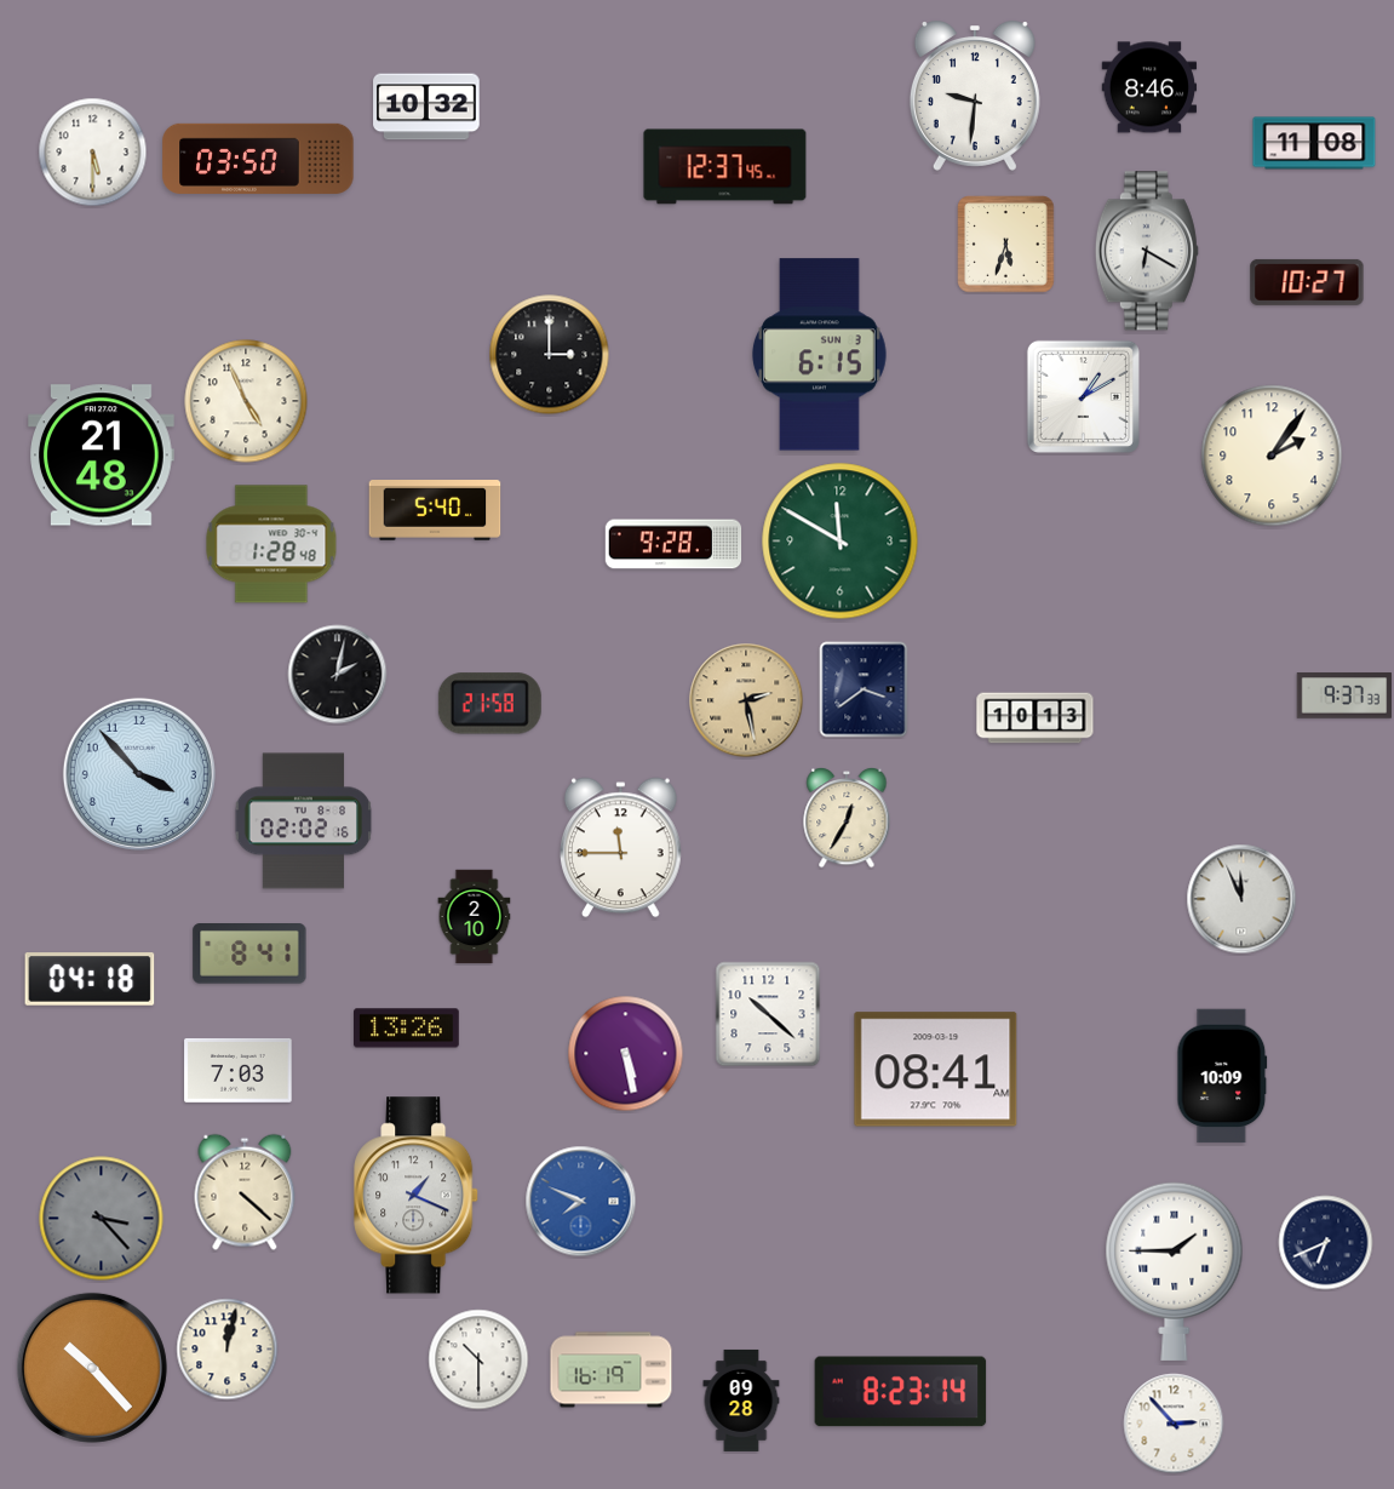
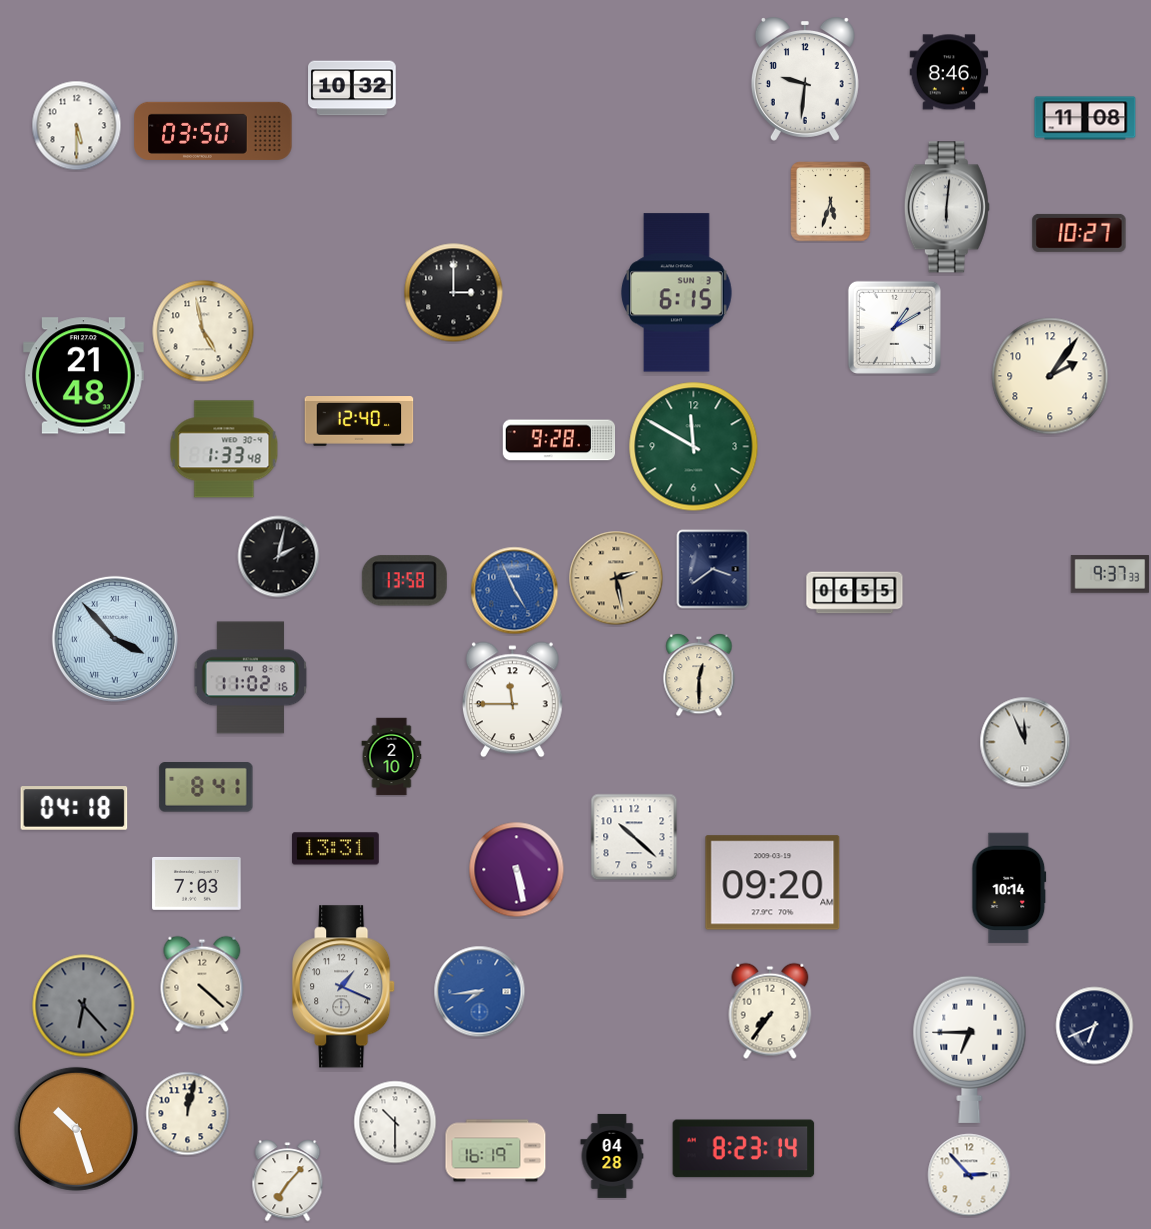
clock at (725, 167): 12:37 -> none
clock at (1147, 251): 6:20 -> 6:01
clock at (246, 401): 4:56 -> 4:58
clock at (435, 510): 5:40 -> 12:40
clock at (271, 544): 1:28 -> 1:33
clock at (673, 544) position: (673, 544) -> (559, 440)
clock at (489, 704): 21:58 -> 13:58
clock at (515, 591): none -> 4:56
clock at (1036, 718): 10:13 -> 06:55
clock at (139, 774) numerals: Arabic -> Roman
clock at (847, 818): 12:35 -> 12:30
clock at (304, 821): 02:02 -> 11:02
clock at (407, 1029): 13:26 -> 13:31
clock at (936, 1070): 08:41 -> 09:20
clock at (1222, 1076): 10:09 -> 10:14
clock at (581, 1202): 7:49 -> 7:44
clock at (102, 1219): 3:23 -> 6:23
clock at (770, 1011): none -> 7:36
clock at (1175, 1271): 1:45 -> 6:45
clock at (92, 1368): 10:23 -> 10:27
clock at (612, 1370) position: (612, 1370) -> (496, 1151)
clock at (741, 1401): 09:28 -> 04:28
clock at (288, 1181): none -> 7:07
